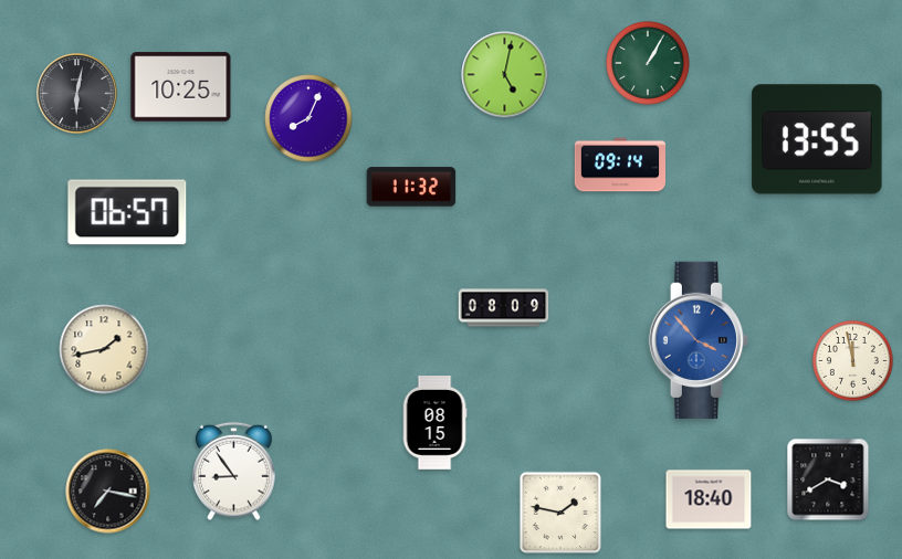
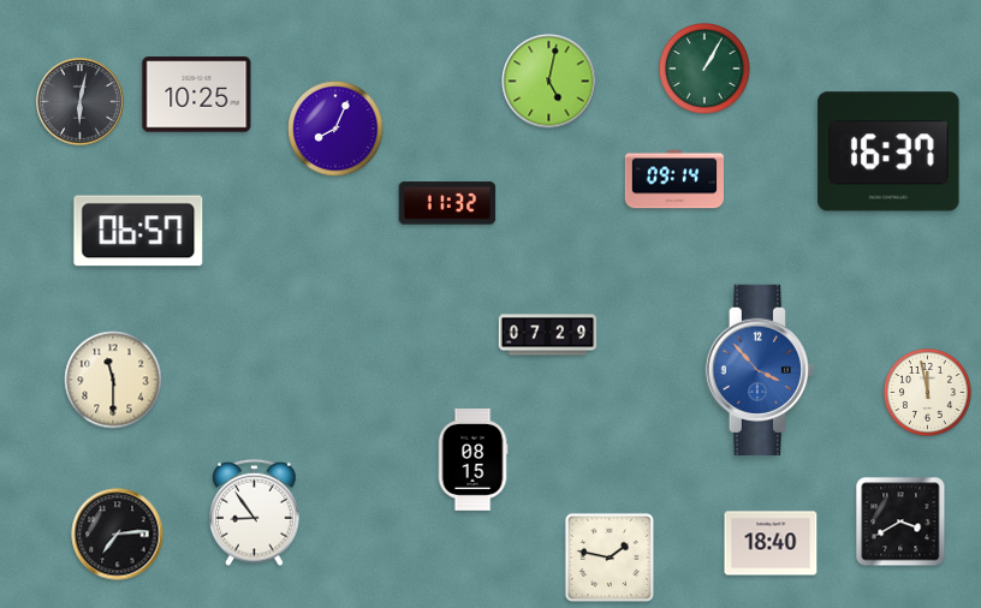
clock at (77, 94) position: (77, 94) -> (81, 102)
clock at (817, 139): 13:55 -> 16:37
clock at (504, 308): 08:09 -> 07:29
clock at (104, 349): 1:43 -> 11:30
clock at (108, 492): 7:17 -> 7:14
